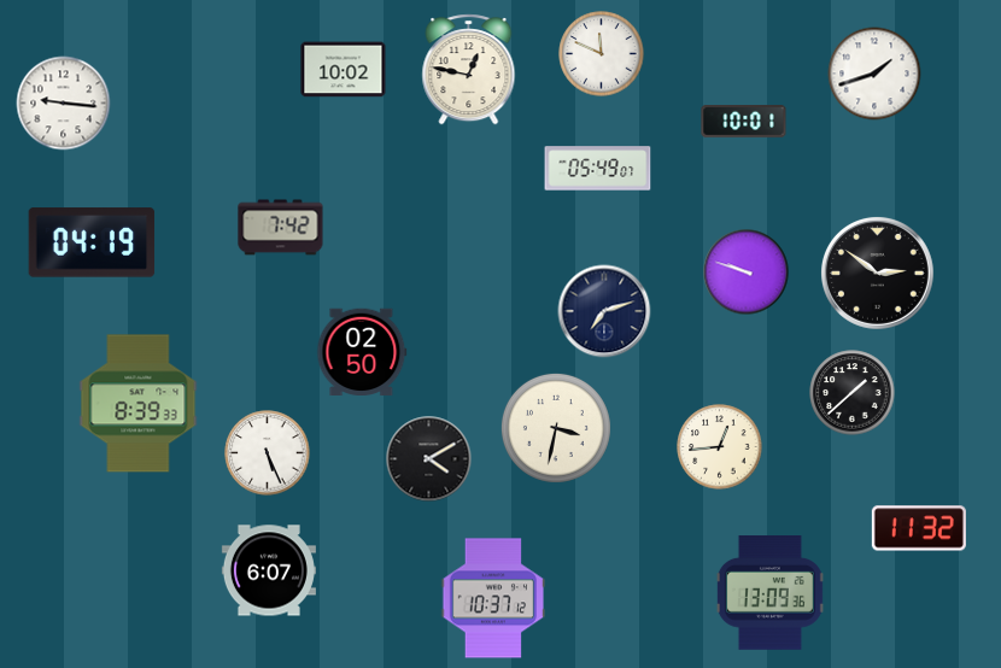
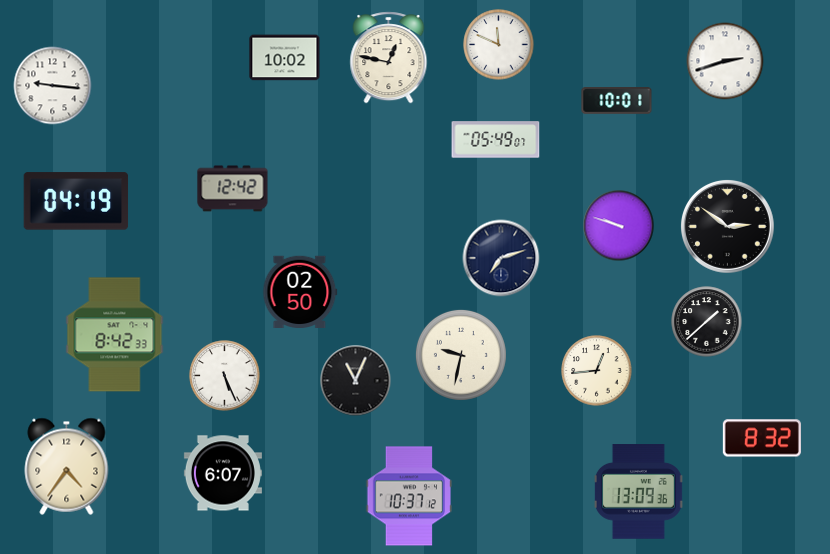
clock at (874, 74): 1:42 -> 2:42
clock at (281, 228): 7:42 -> 12:42
clock at (853, 393) position: (853, 393) -> (707, 322)
clock at (139, 404): 8:39 -> 8:42
clock at (556, 428): 3:32 -> 9:32
clock at (268, 453) position: (268, 453) -> (225, 376)
clock at (429, 459): 4:10 -> 11:04
clock at (919, 528): 11:32 -> 8:32
clock at (67, 466): none -> 4:36
